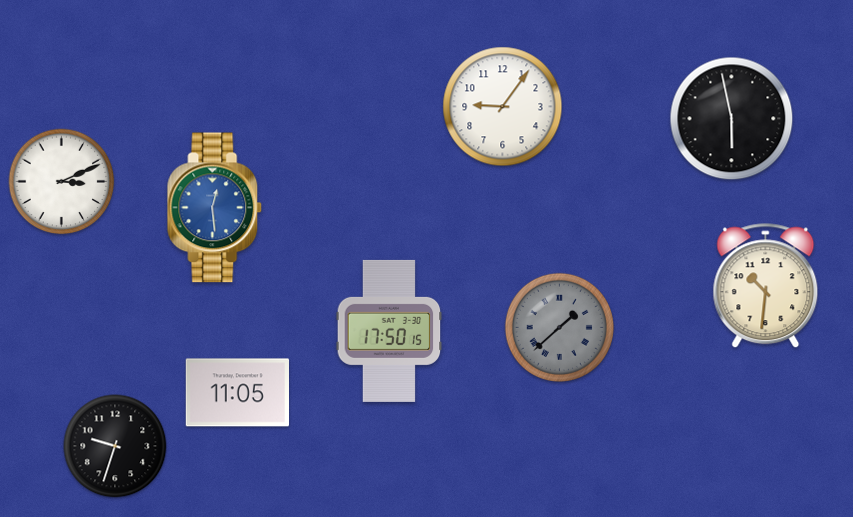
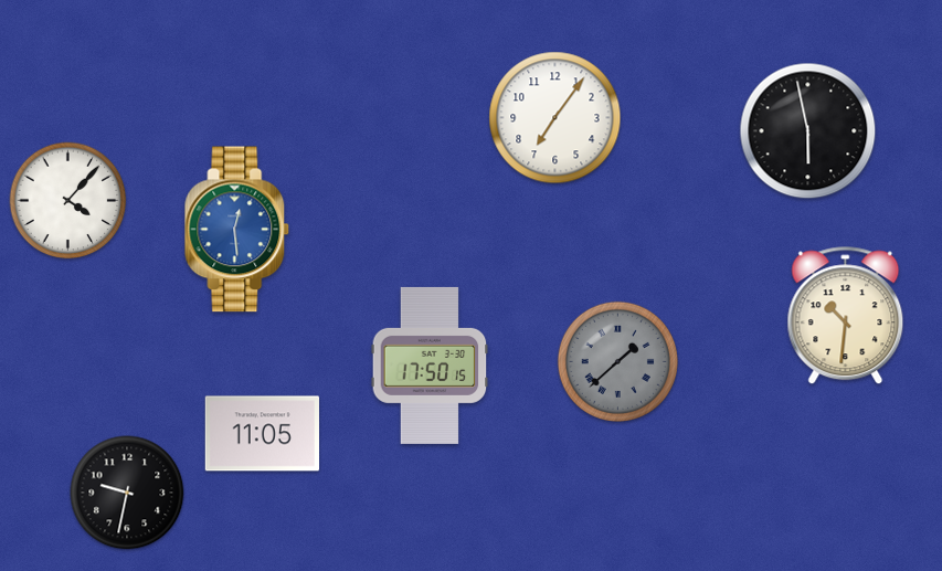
clock at (503, 107): 9:06 -> 7:06
clock at (62, 182): 3:11 -> 4:07
clock at (115, 446): 9:33 -> 9:32
